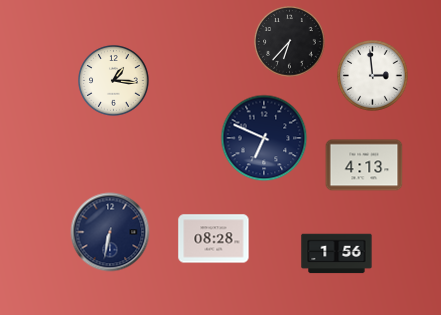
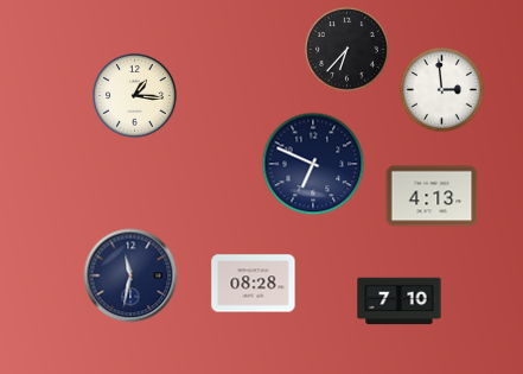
clock at (290, 42) position: (290, 42) -> (347, 50)
clock at (110, 232): 6:32 -> 11:32
clock at (337, 254): 1:56 -> 7:10
